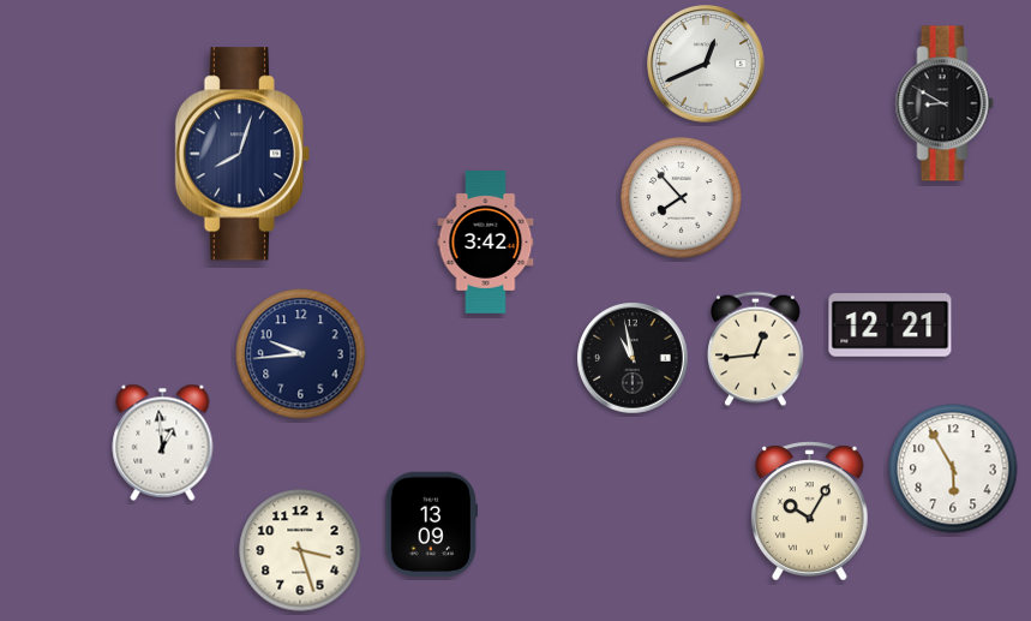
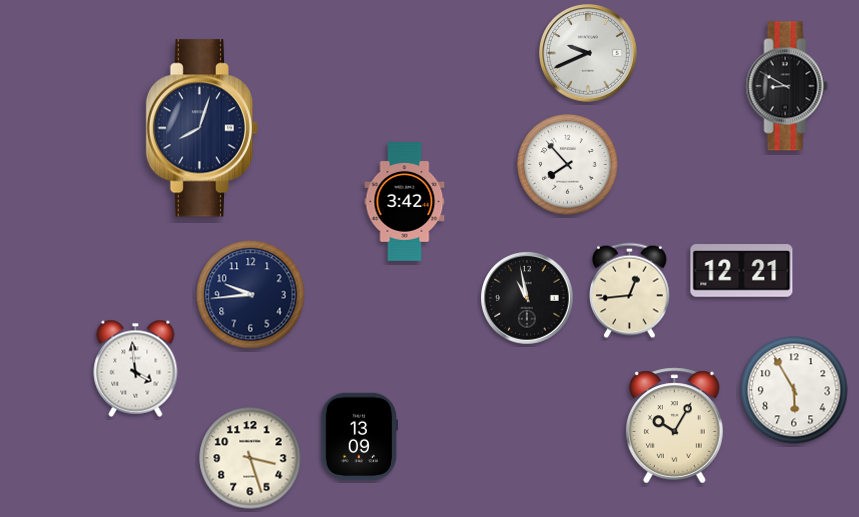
clock at (706, 64): 12:41 -> 9:41
clock at (163, 442): 12:59 -> 3:59
